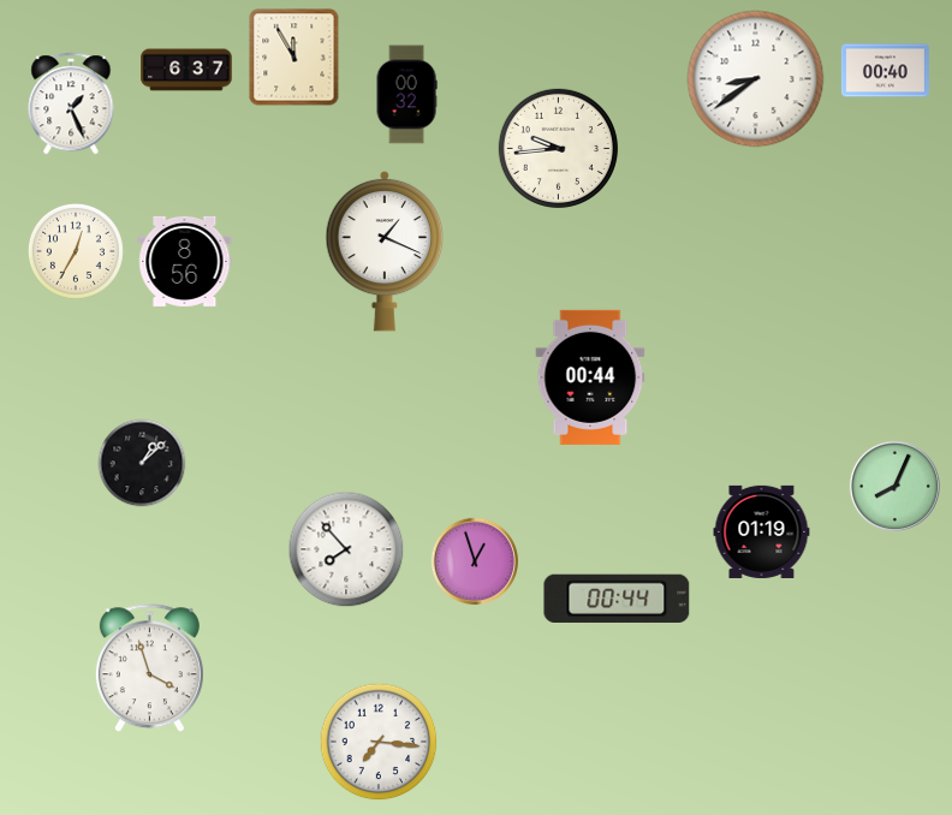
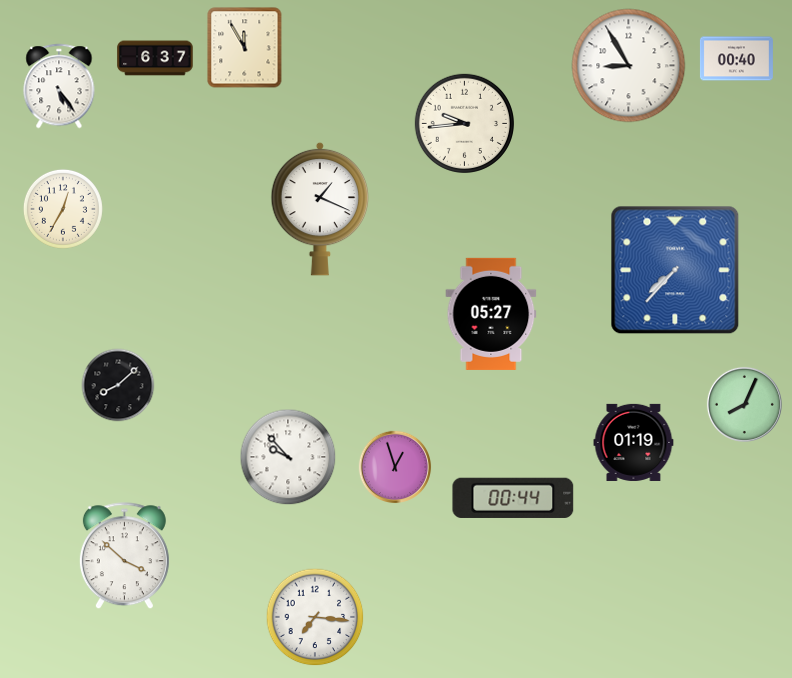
clock at (756, 79): 8:39 -> 8:55
clock at (406, 95): 00:32 -> none
clock at (71, 103): 1:26 -> 5:24
clock at (185, 261): 8:56 -> none
clock at (675, 270): none -> 7:37
clock at (590, 377): 00:44 -> 05:27
clock at (142, 463): 1:08 -> 8:08
clock at (346, 549): 7:53 -> 9:53
clock at (149, 668): 3:57 -> 3:52
